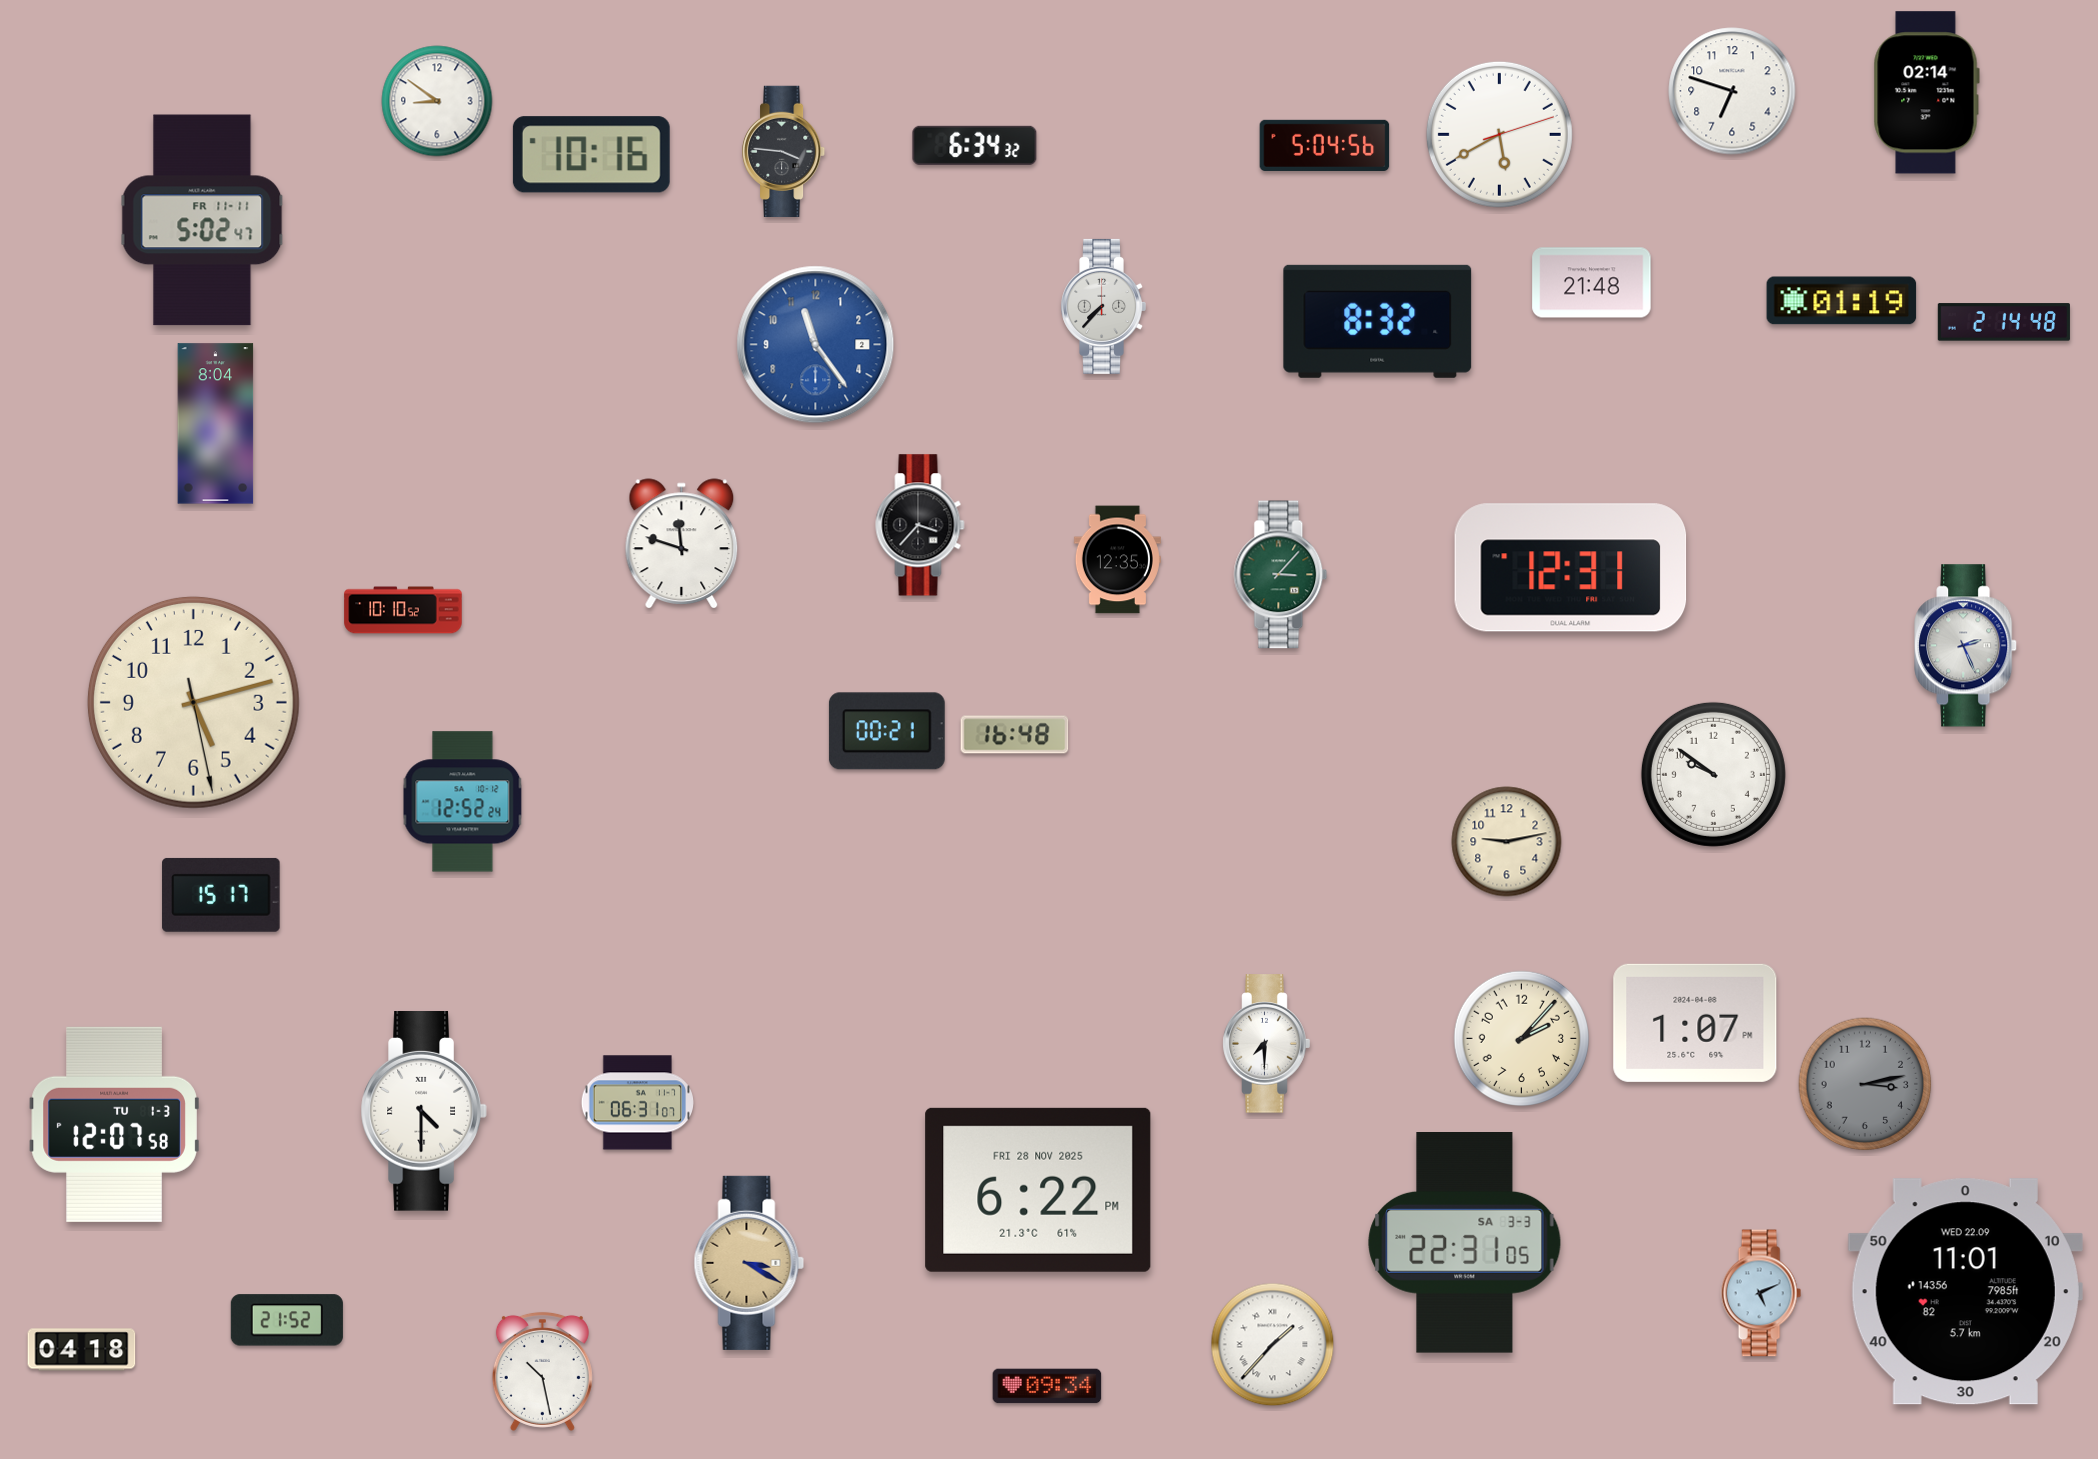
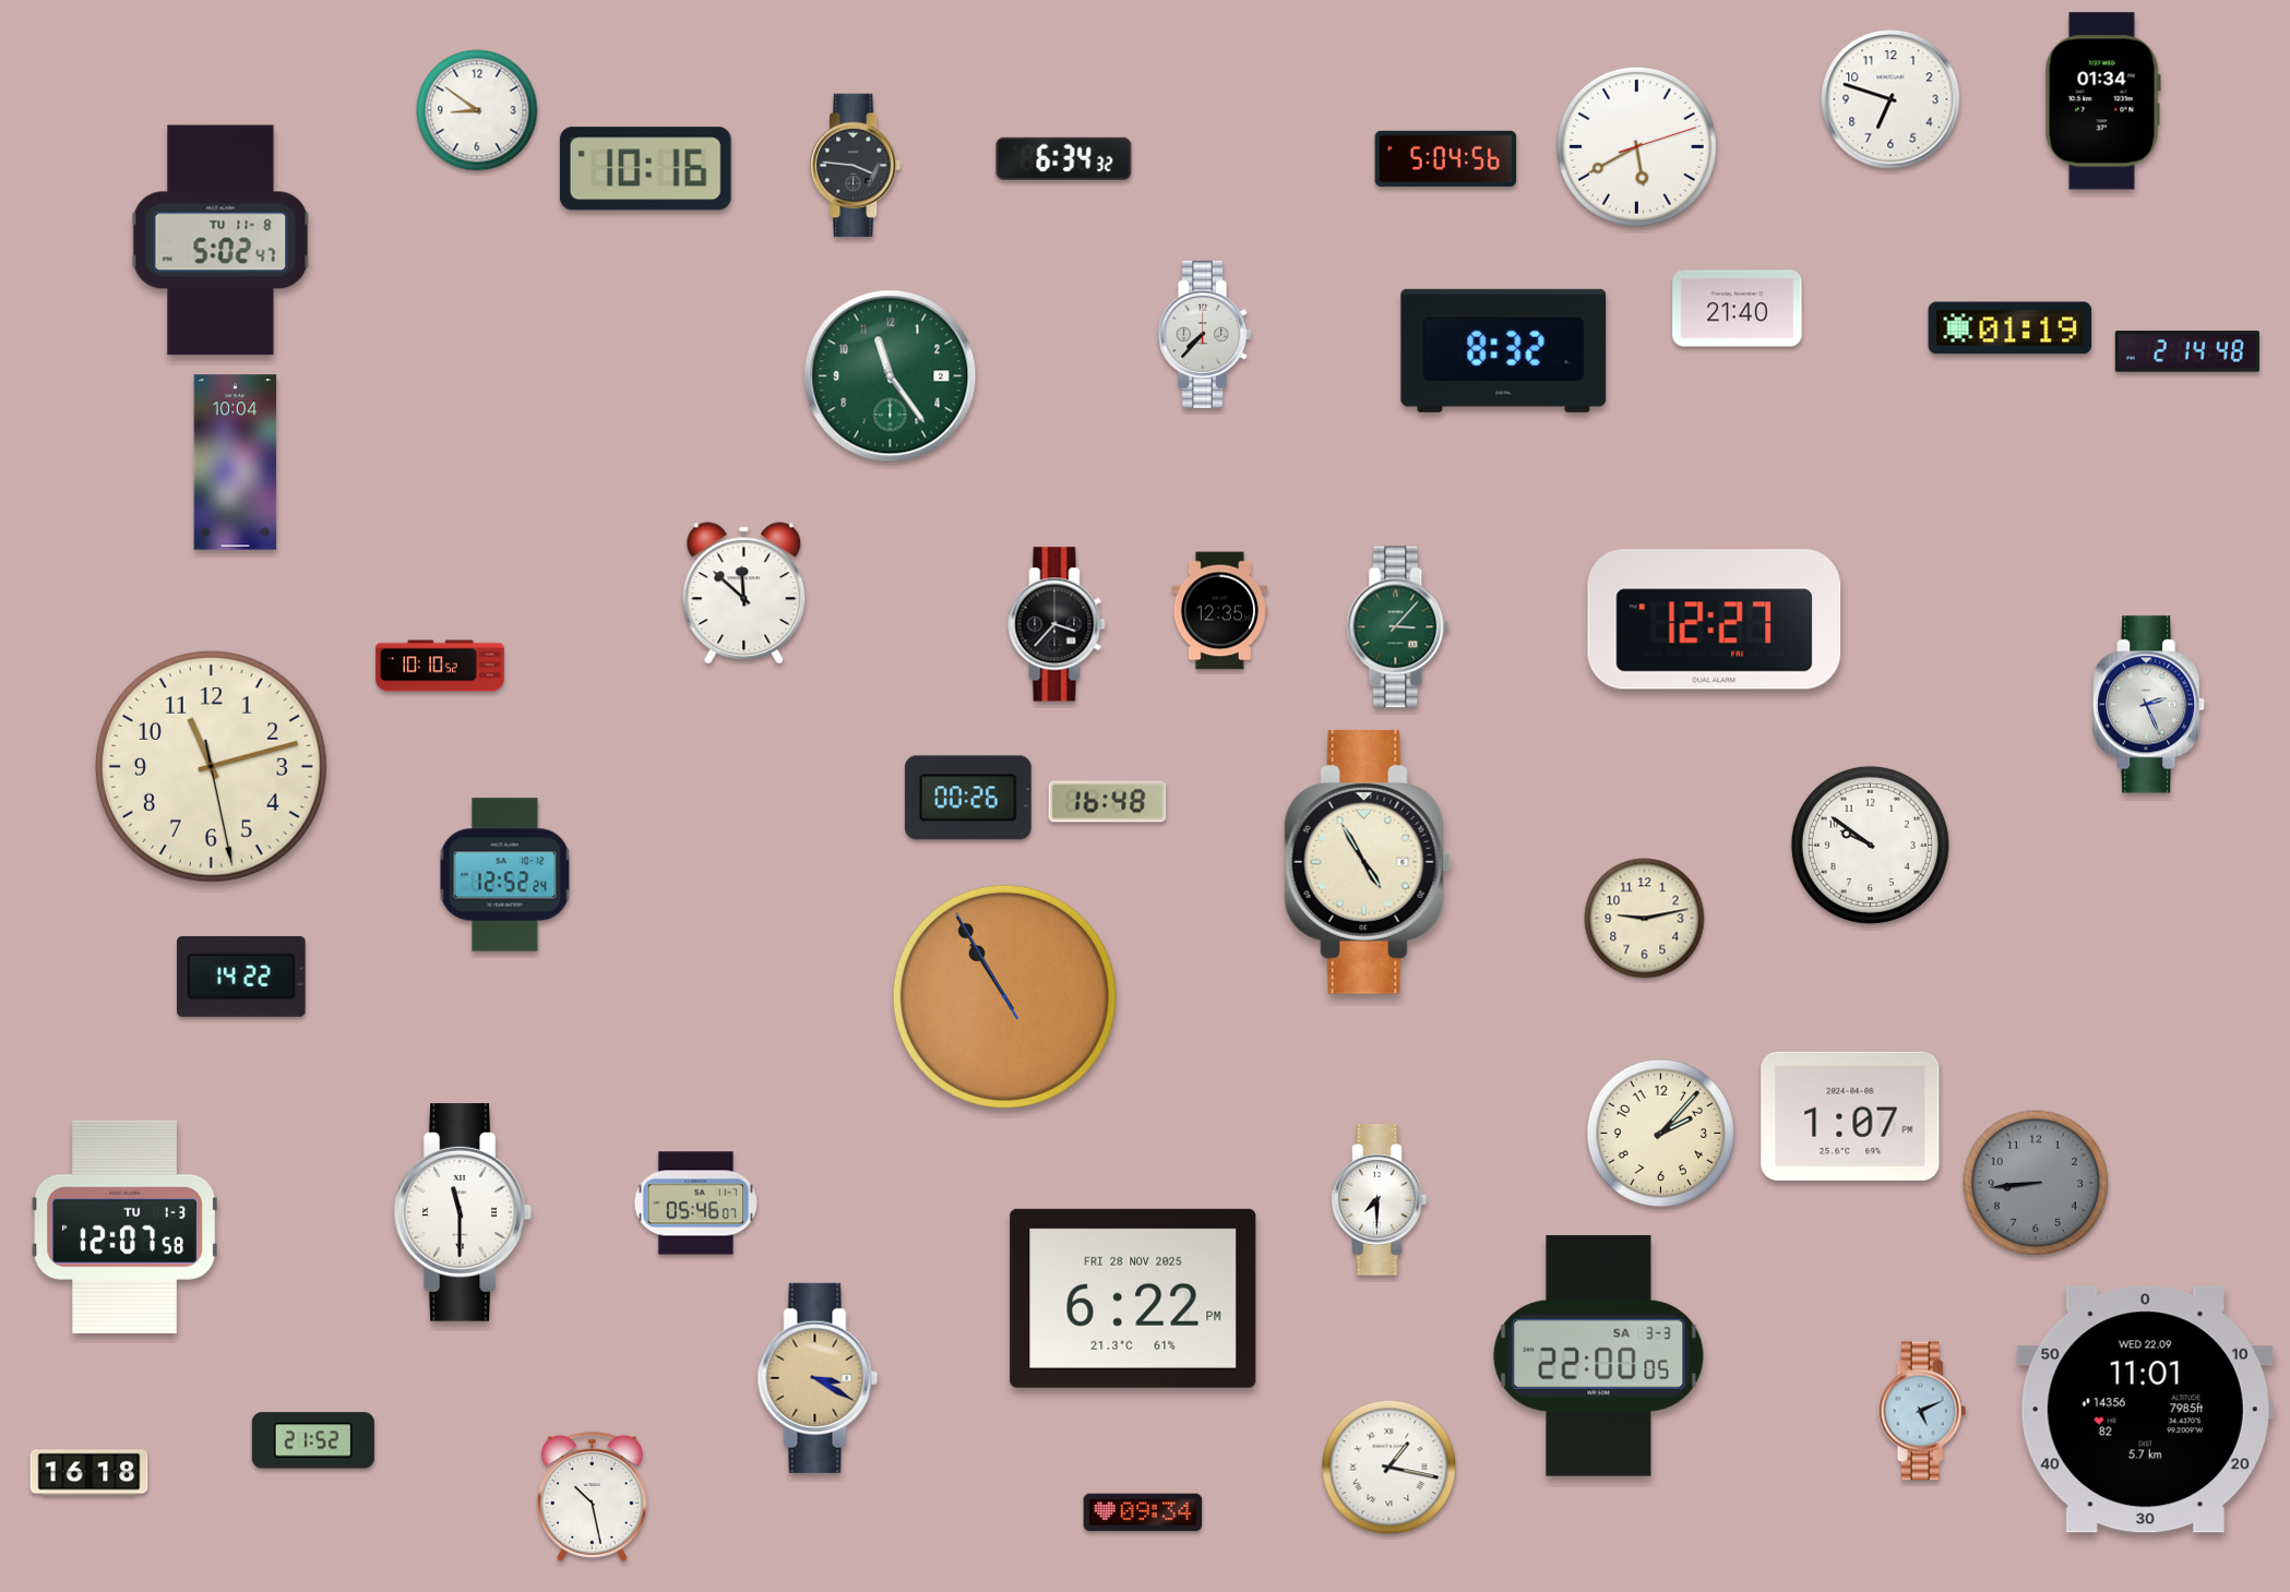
clock at (1926, 93): 02:14 -> 01:34
clock at (202, 220) date: FR 11-11 -> TU 11-8
clock at (1592, 283): 21:48 -> 21:40
clock at (816, 345) dial: blue -> green
clock at (216, 424): 8:04 -> 10:04
clock at (920, 525) position: (920, 525) -> (1057, 624)
clock at (682, 543): 11:48 -> 11:52
clock at (1571, 568): 12:31 -> 12:27
clock at (1966, 646) position: (1966, 646) -> (2149, 705)
clock at (193, 702): 5:12 -> 11:12
clock at (887, 731): 00:21 -> 00:26
clock at (1368, 862): none -> 4:55
clock at (221, 895): 15:17 -> 14:22
clock at (1004, 996): none -> 10:54
clock at (1267, 1044) position: (1267, 1044) -> (1380, 1200)
clock at (1865, 1084): 3:13 -> 8:44
clock at (638, 1103): 06:31 -> 05:46
clock at (424, 1112): 4:30 -> 11:30
clock at (1465, 1243): 22:31 -> 22:00
clock at (1273, 1345): 1:37 -> 1:17
clock at (82, 1350): 04:18 -> 16:18
